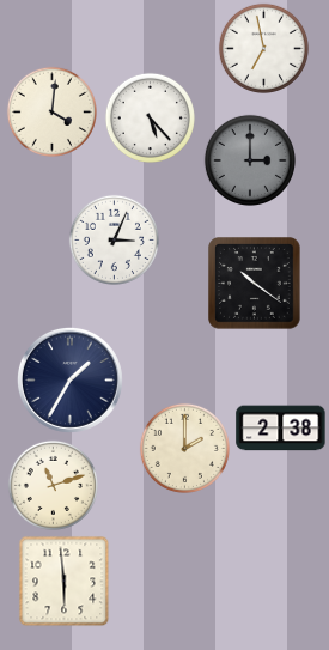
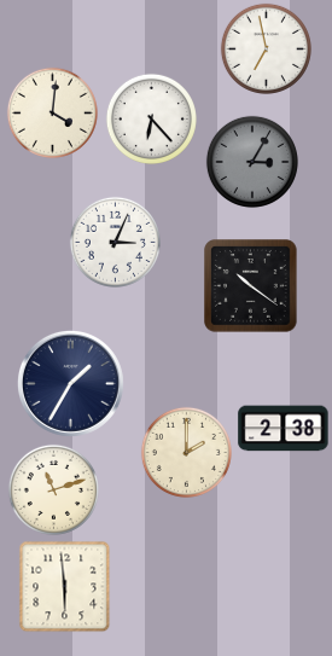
clock at (150, 117): 5:23 -> 6:23
clock at (250, 160): 3:00 -> 3:05
clock at (255, 284) position: (255, 284) -> (251, 286)
clock at (281, 429) position: (281, 429) -> (284, 429)
